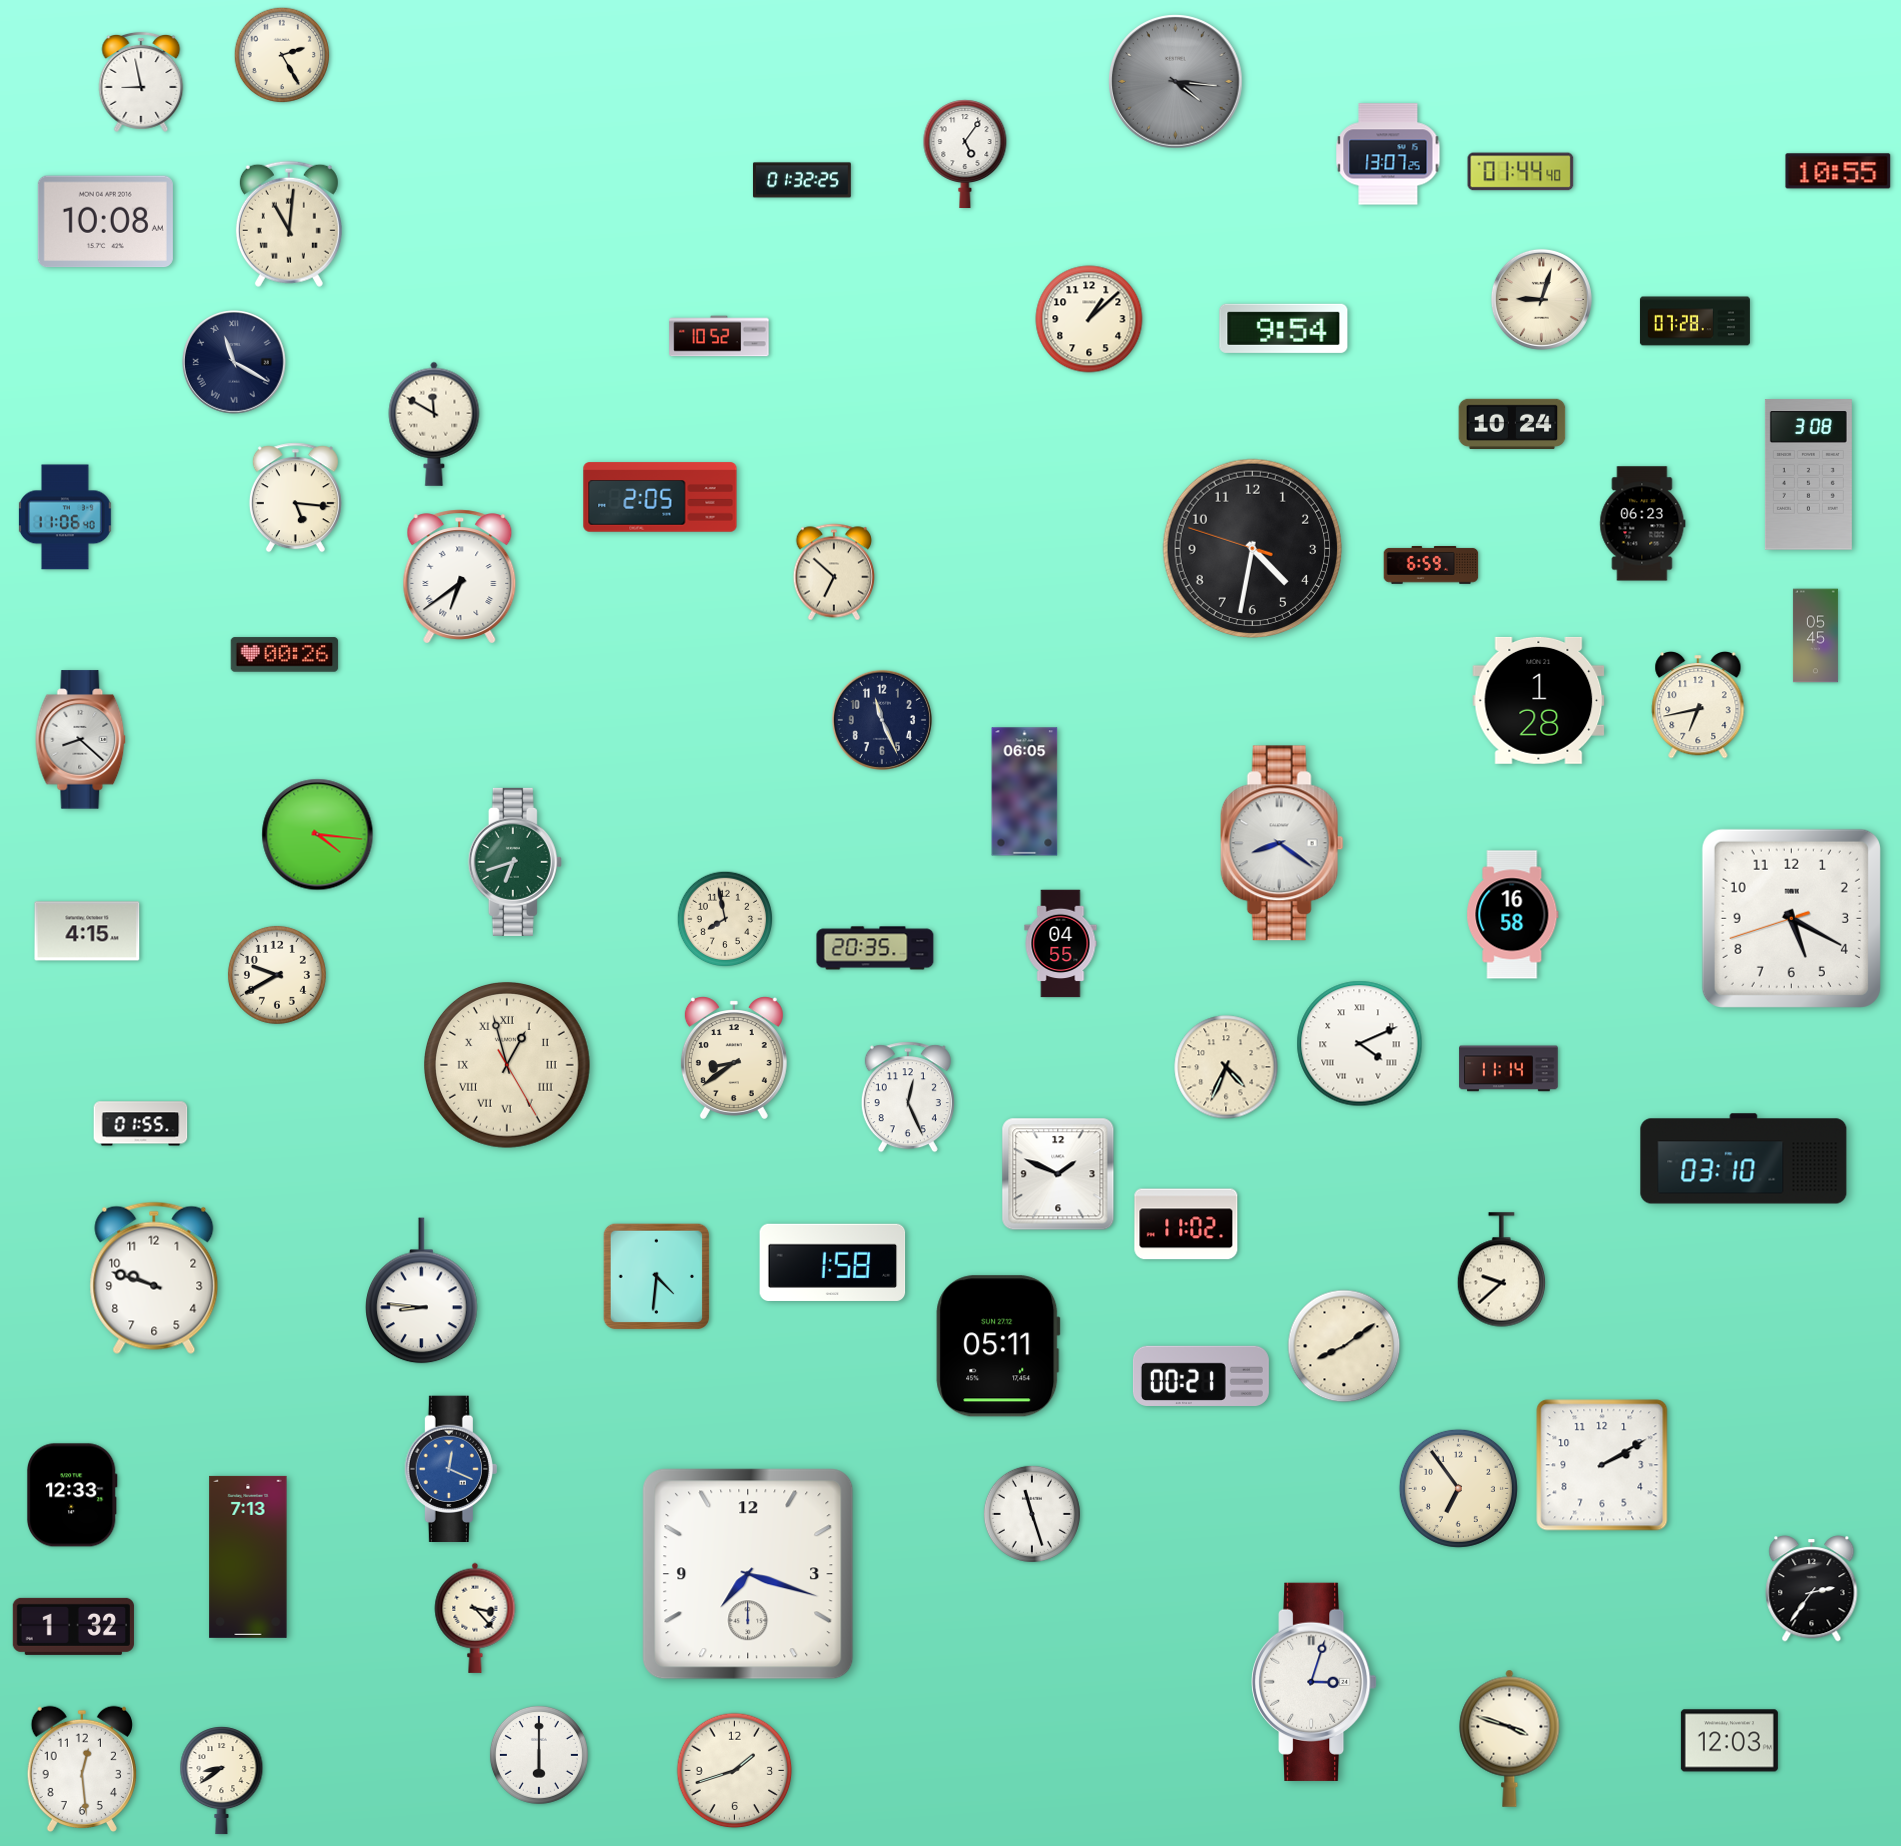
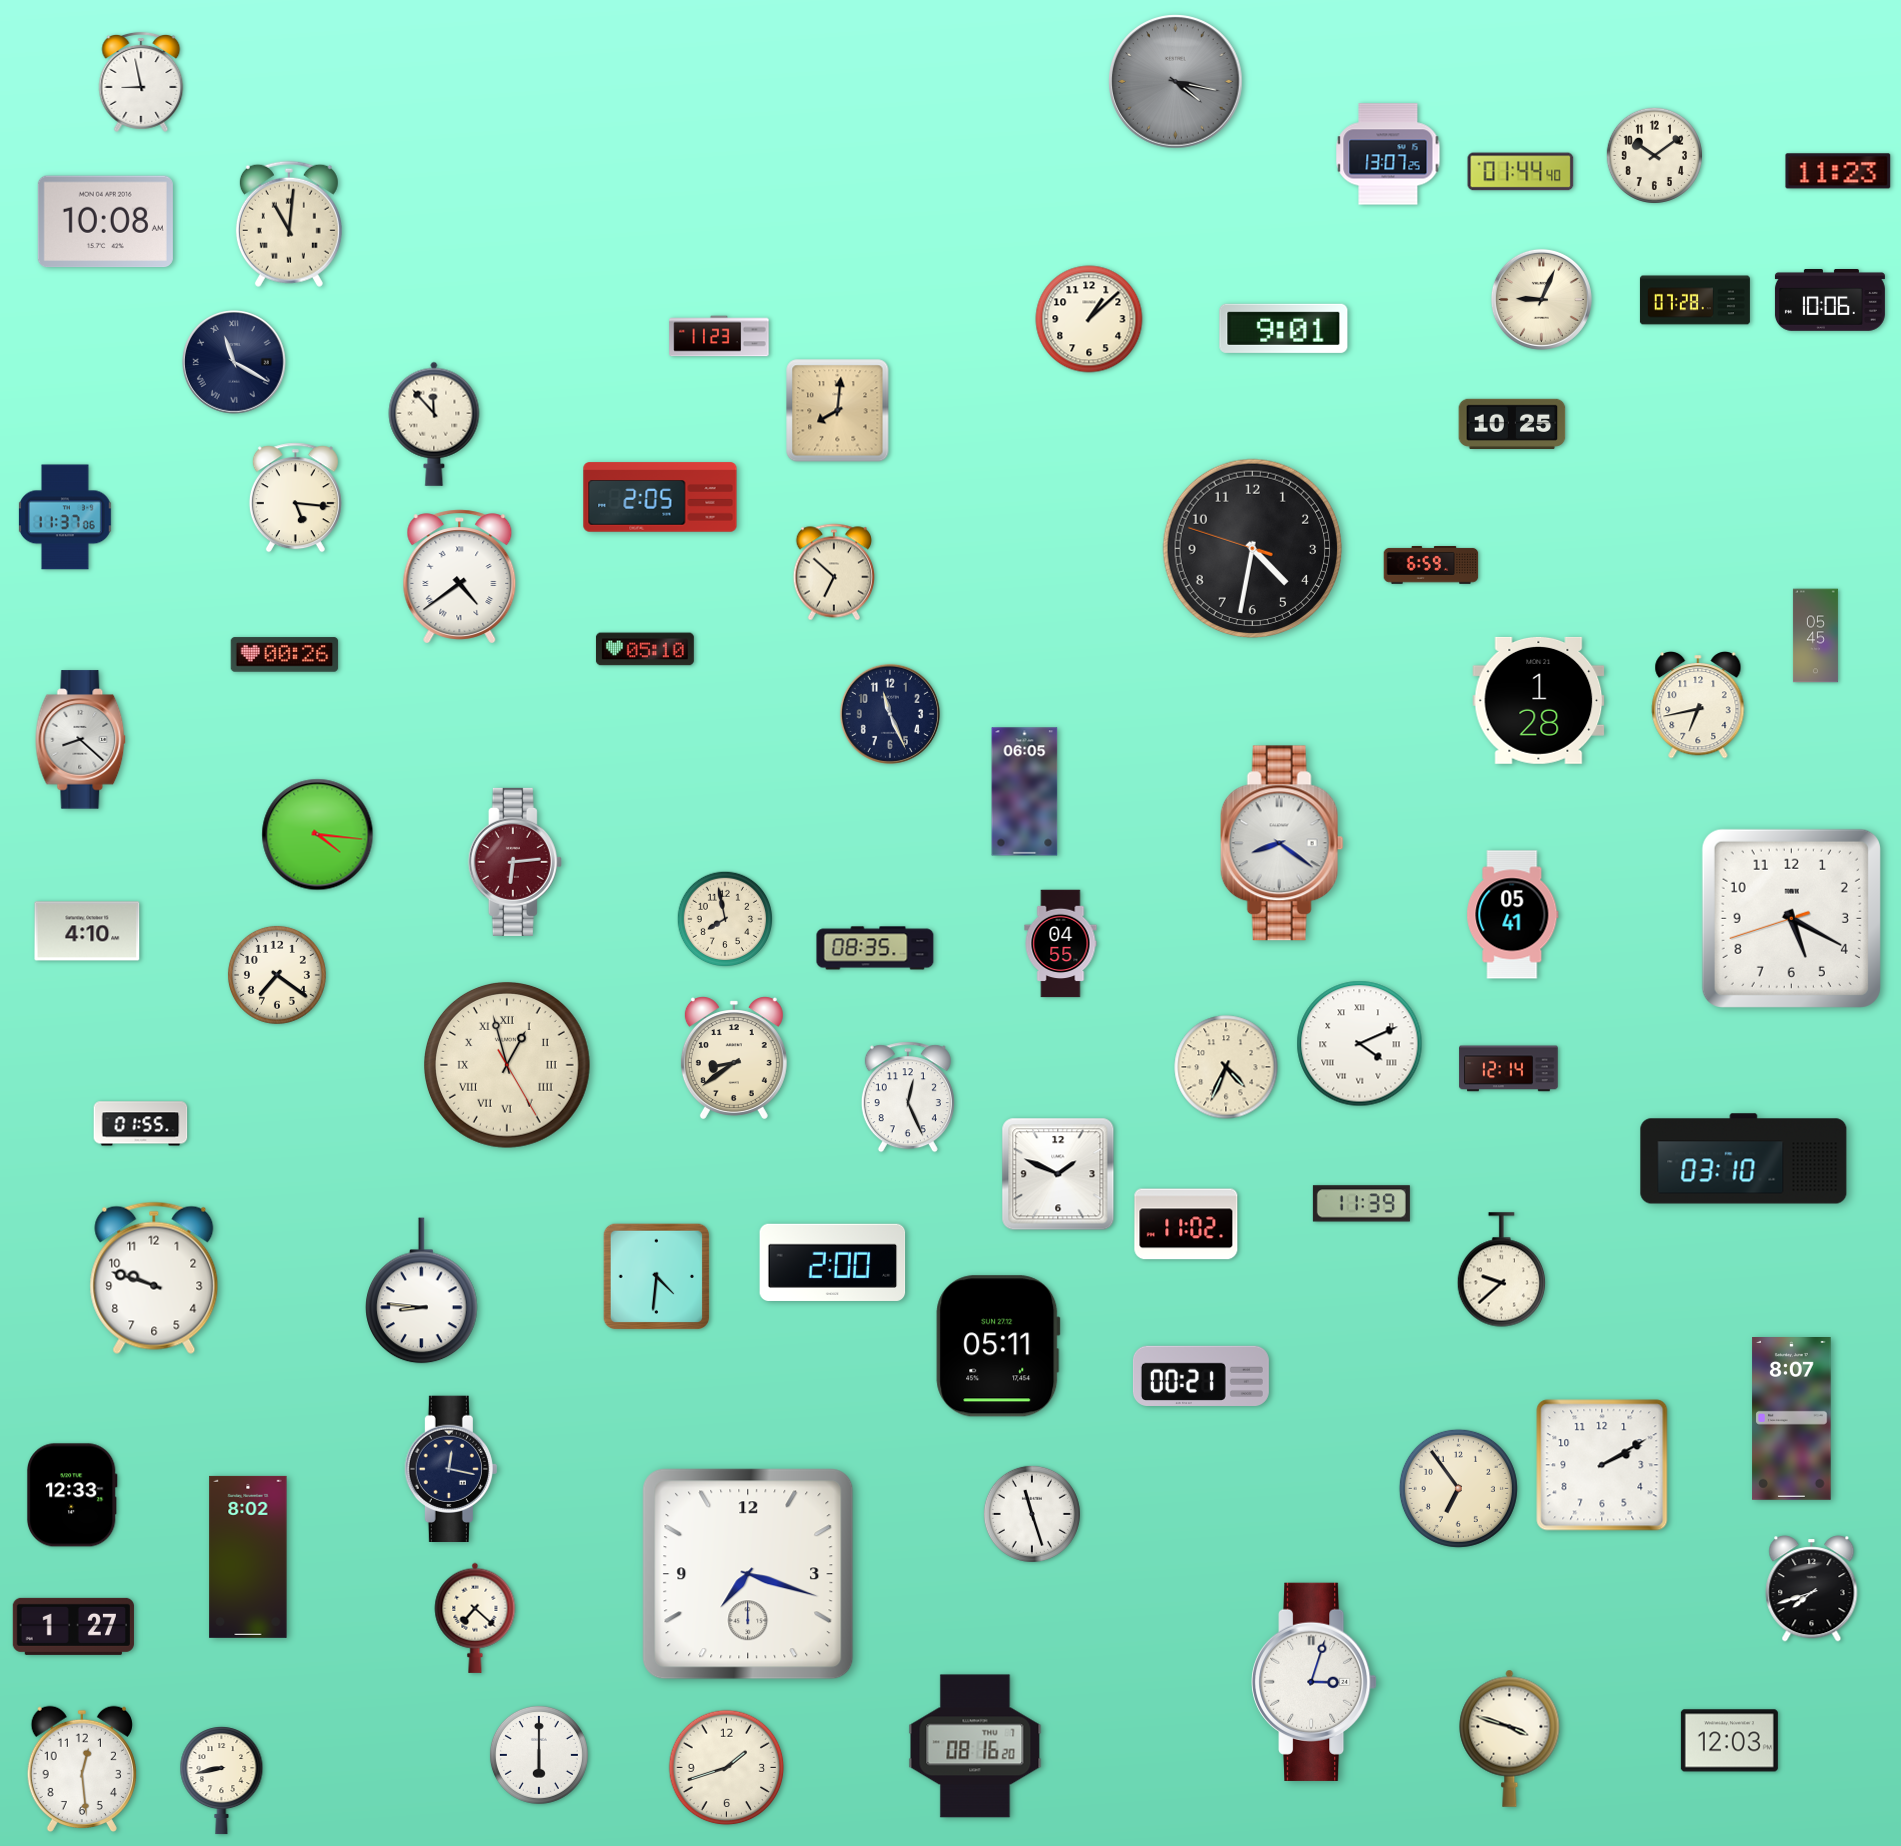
clock at (282, 55): 2:25 -> none
clock at (1176, 82): 4:16 -> 4:17
clock at (965, 153): 5:06 -> none
clock at (1654, 155): none -> 10:09
clock at (1838, 171): 10:55 -> 11:23
clock at (802, 180): 01:32 -> none
clock at (1541, 299): 9:03 -> 9:04
clock at (1830, 301): none -> 10:06
clock at (1695, 321) position: (1695, 321) -> (1695, 300)
clock at (1284, 328): 9:54 -> 9:01
clock at (719, 336): 10:52 -> 11:23
clock at (838, 411): none -> 8:01
clock at (1512, 423): 10:24 -> 10:25
clock at (434, 424): 11:50 -> 11:53
clock at (1808, 475): 3:08 -> none
clock at (65, 517): 11:06 -> 11:37
clock at (1643, 524): 06:23 -> none
clock at (460, 577): 6:39 -> 4:39
clock at (645, 649): none -> 05:10
clock at (882, 720) position: (882, 720) -> (890, 714)
clock at (515, 862): 6:42 -> 6:14
clock at (515, 862) dial: green -> burgundy
clock at (1513, 915): 16:58 -> 05:41
clock at (87, 931): 4:15 -> 4:10
clock at (875, 948): 20:35 -> 08:35
clock at (277, 975): 9:40 -> 7:21
clock at (1509, 1069): 11:14 -> 12:14
clock at (1361, 1204): none -> 11:39
clock at (833, 1262): 1:58 -> 2:00
clock at (1344, 1346): 8:09 -> none
clock at (1792, 1419): none -> 8:07
clock at (451, 1469): 12:19 -> 12:17
clock at (451, 1469) dial: blue -> navy
clock at (248, 1557): 7:13 -> 8:02
clock at (1812, 1589): 2:36 -> 7:42
clock at (475, 1618): 3:23 -> 7:22
clock at (73, 1626): 1:32 -> 1:27
clock at (975, 1746): none -> 08:16
clock at (735, 1771) position: (735, 1771) -> (727, 1768)
clock at (222, 1781): 8:39 -> 8:43
